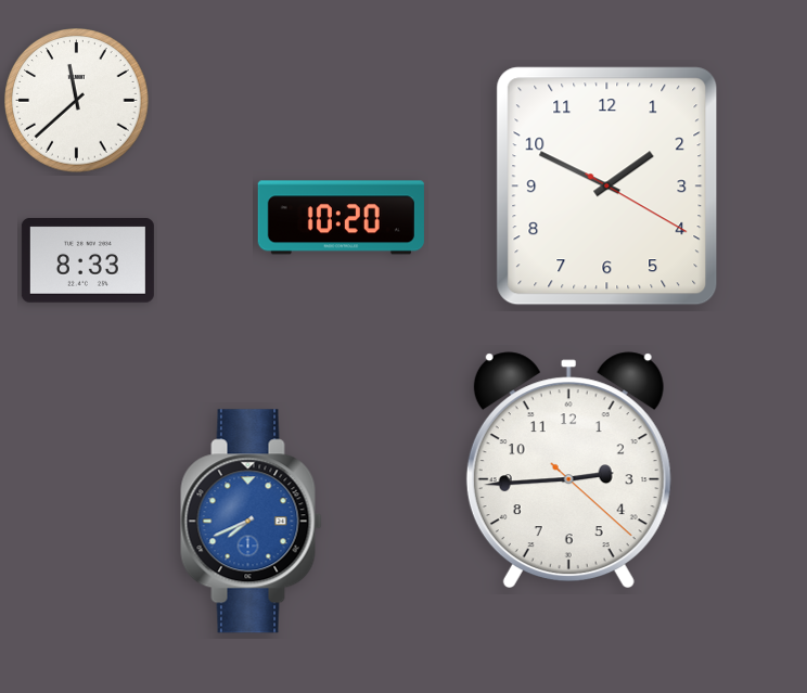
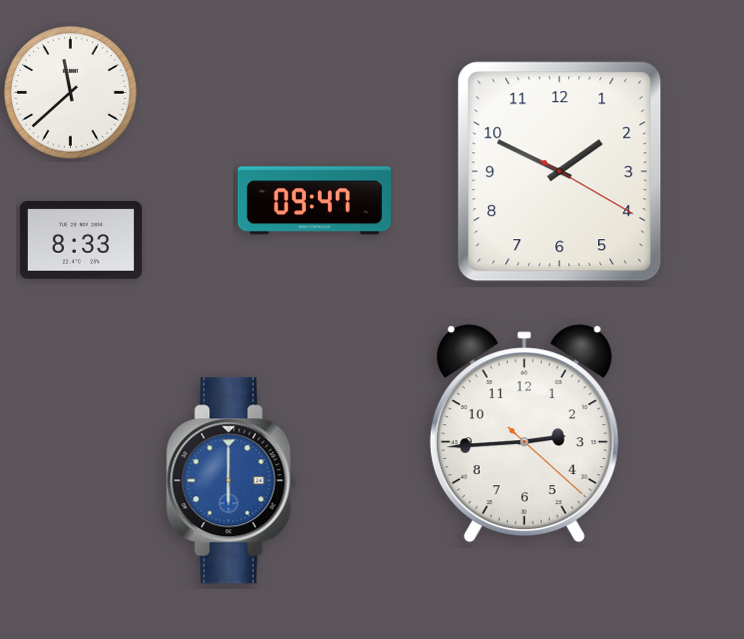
clock at (341, 218): 10:20 -> 09:47
clock at (252, 522): 7:41 -> 6:00
